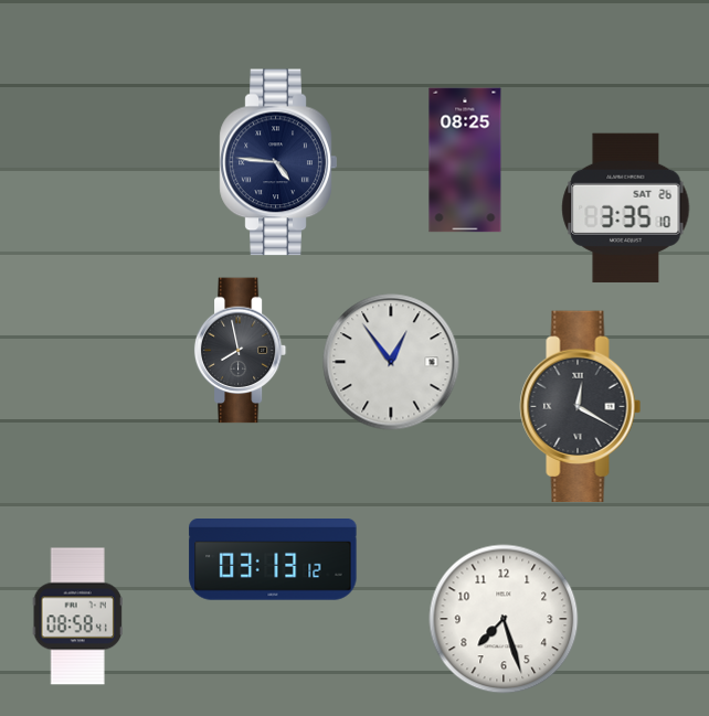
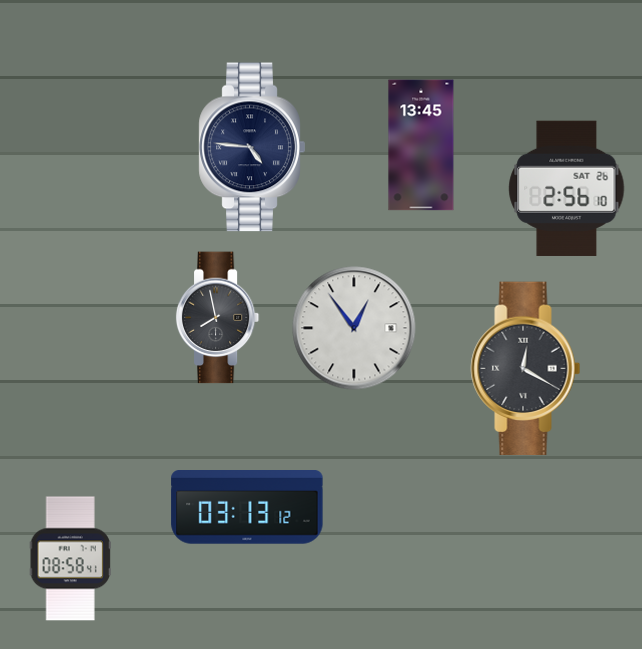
clock at (465, 160): 08:25 -> 13:45
clock at (626, 207): 3:35 -> 2:56
clock at (504, 619): 7:27 -> none
